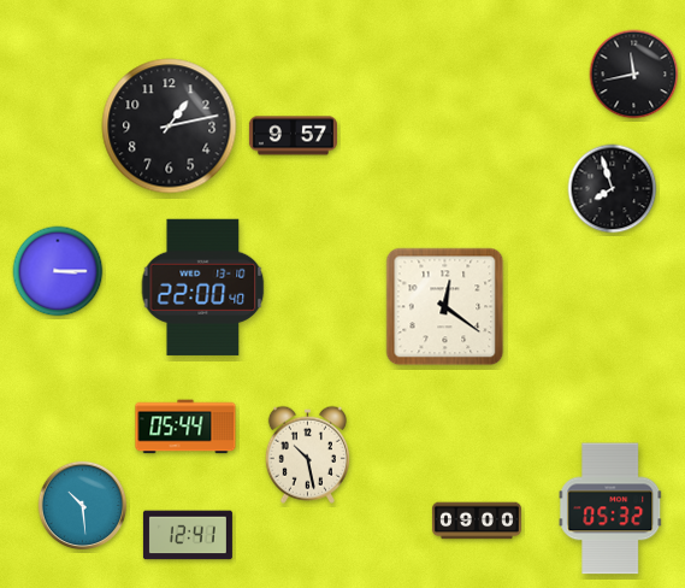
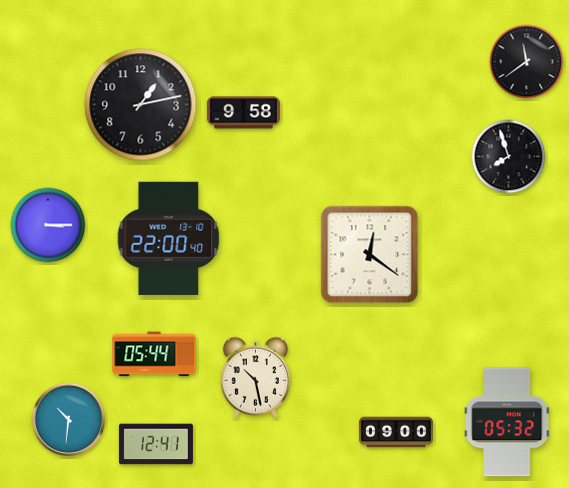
clock at (634, 75): 11:43 -> 11:39
clock at (293, 136): 9:57 -> 9:58
clock at (83, 506): 10:29 -> 10:31
